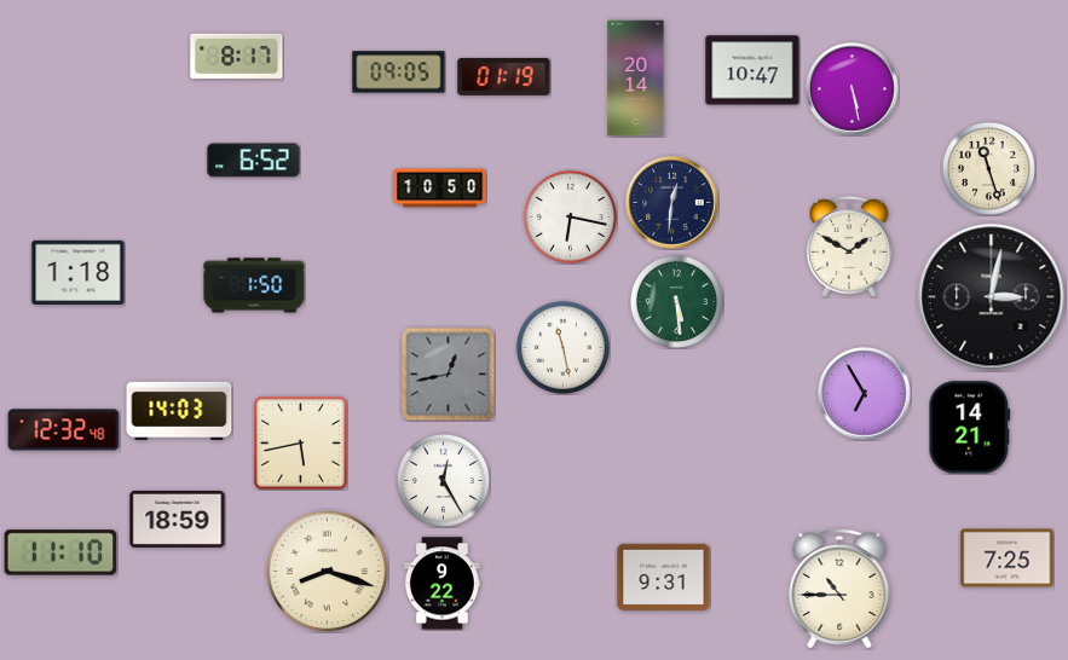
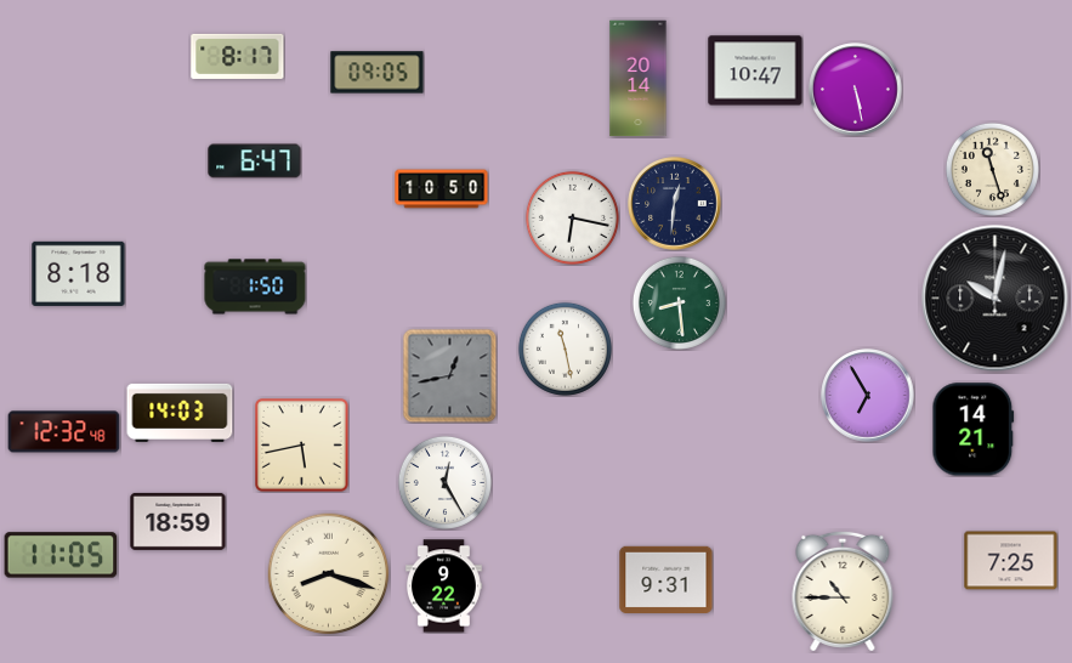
clock at (399, 73) position: (399, 73) -> (378, 73)
clock at (504, 76): 01:19 -> none
clock at (254, 161): 6:52 -> 6:47
clock at (850, 247): 1:50 -> none
clock at (79, 272): 1:18 -> 8:18
clock at (992, 297): 3:02 -> 10:02
clock at (676, 301): 5:29 -> 8:29
clock at (60, 552): 11:10 -> 11:05
